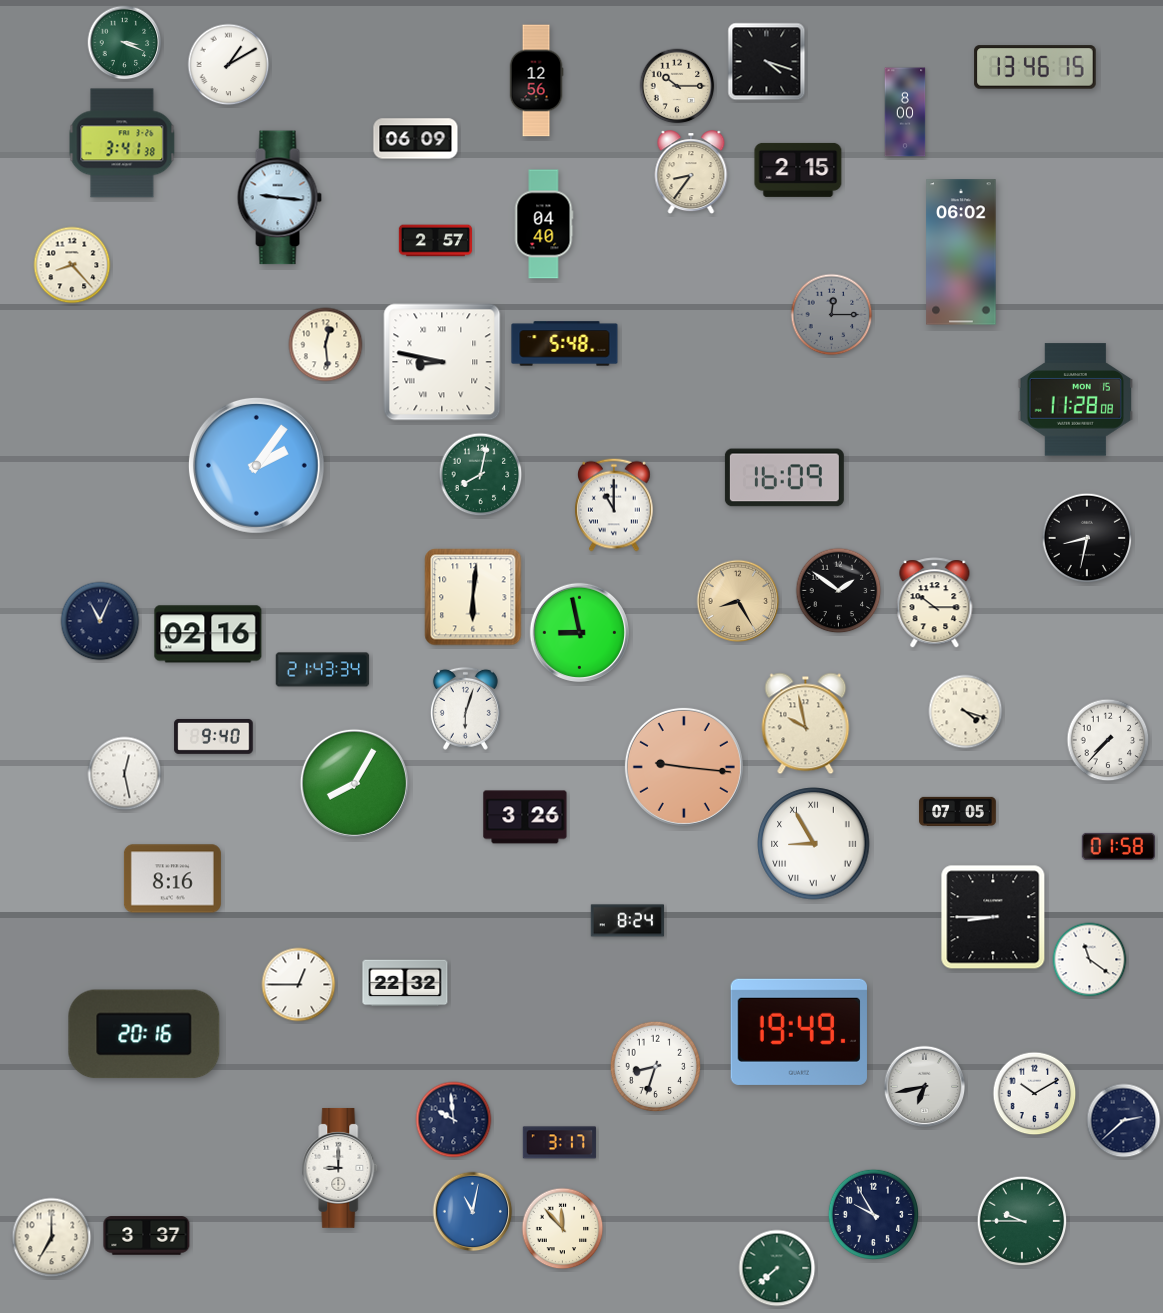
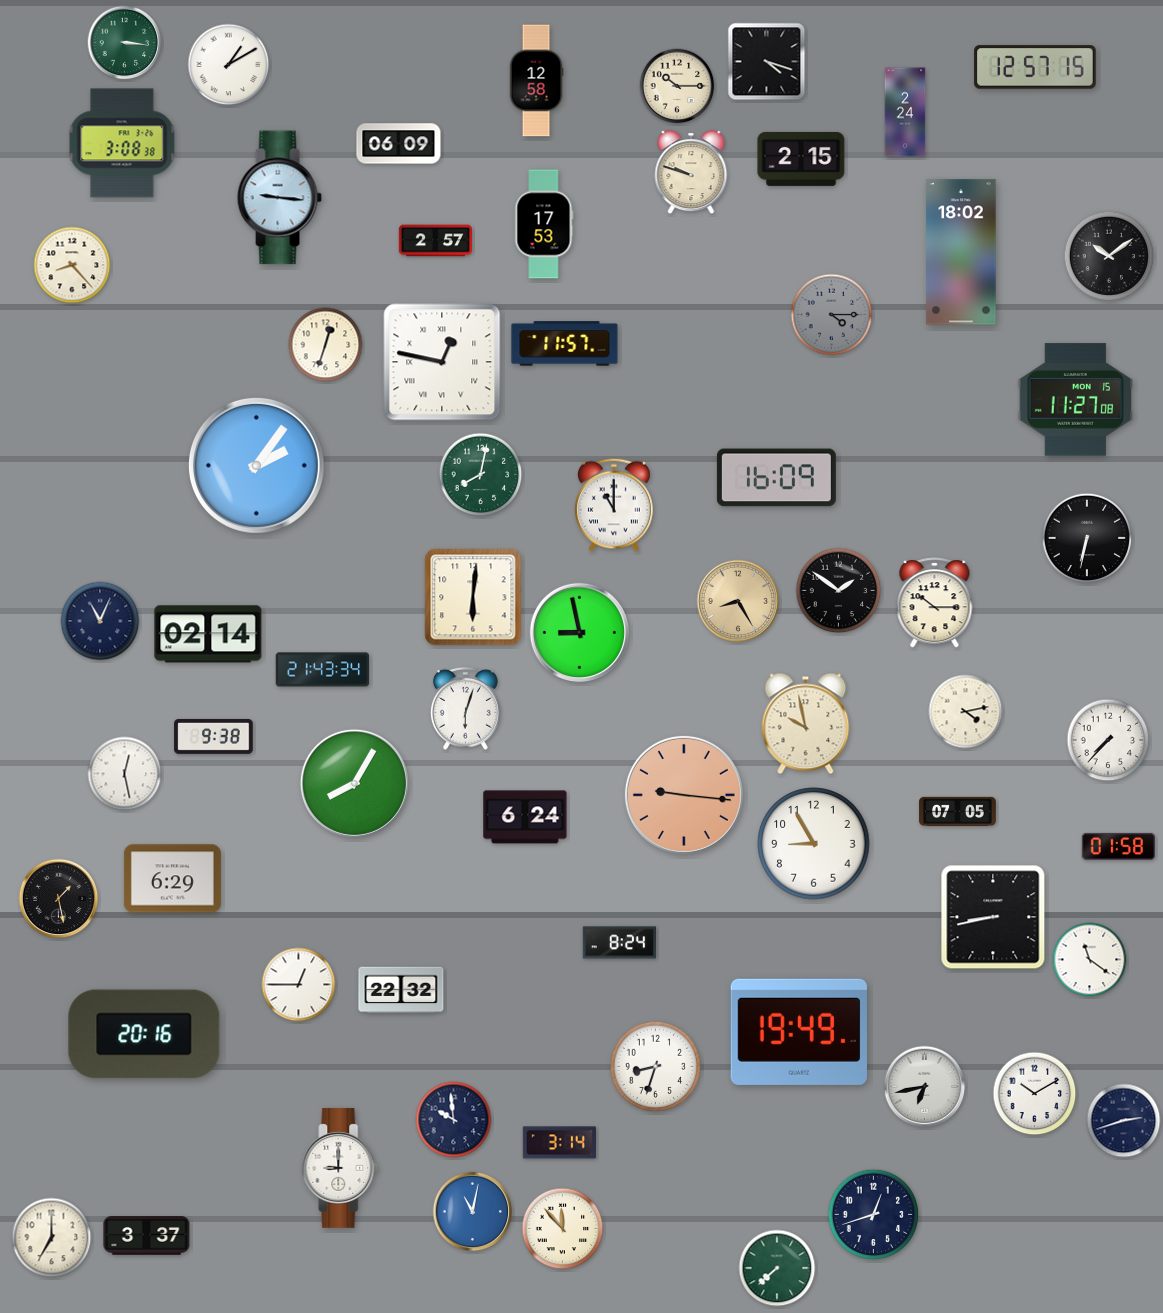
clock at (125, 43): 3:19 -> 3:16
clock at (1035, 67): 13:46 -> 12:57
clock at (536, 81): 12:56 -> 12:58
clock at (905, 112): 8:00 -> 2:24
clock at (416, 139) position: (416, 139) -> (399, 144)
clock at (122, 143): 3:41 -> 3:08
clock at (798, 170) position: (798, 170) -> (801, 159)
clock at (691, 173): 8:36 -> 9:48
clock at (544, 224): 04:40 -> 17:53
clock at (961, 252): 06:02 -> 18:02
clock at (1109, 256): none -> 10:09
clock at (832, 315): 12:15 -> 4:15
clock at (565, 344): 5:48 -> 11:57
clock at (326, 345): 12:29 -> 12:33
clock at (442, 362): 8:47 -> 12:47
clock at (1075, 400): 11:28 -> 11:27
clock at (784, 478) position: (784, 478) -> (776, 478)
clock at (1087, 538): 8:32 -> 6:32
clock at (208, 634): 02:16 -> 02:14
clock at (966, 712): 4:18 -> 4:13
clock at (214, 736): 9:40 -> 9:38
clock at (684, 767) position: (684, 767) -> (684, 795)
clock at (525, 817): 3:26 -> 6:24
clock at (814, 844) numerals: Roman -> Arabic
clock at (172, 879): 8:16 -> 6:29
clock at (59, 899): none -> 1:28
clock at (993, 917): 8:45 -> 8:43
clock at (627, 921) position: (627, 921) -> (619, 943)
clock at (405, 983) position: (405, 983) -> (401, 990)
clock at (1124, 1121): 2:38 -> 2:42
clock at (559, 1143): 3:17 -> 3:14
clock at (873, 1214): 9:55 -> 12:42
clock at (1022, 1221): 9:45 -> none
